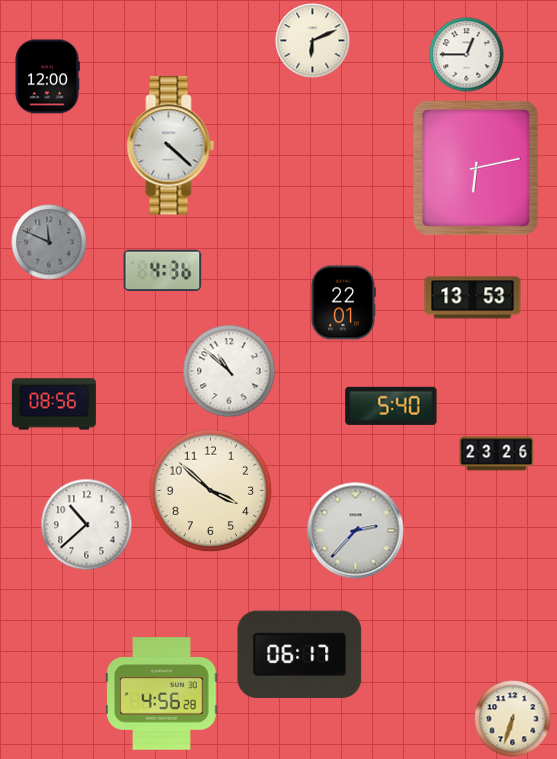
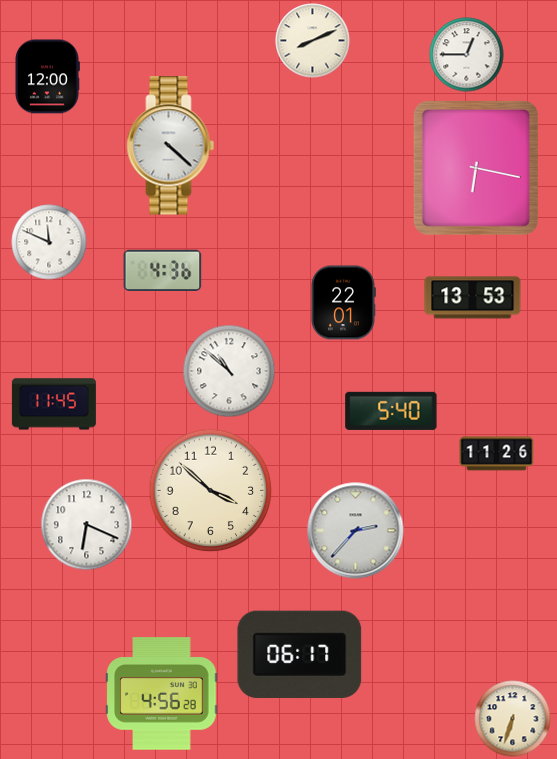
clock at (313, 41): 6:11 -> 8:11
clock at (476, 168): 6:13 -> 6:17
clock at (49, 242) dial: grey -> white
clock at (54, 404): 08:56 -> 11:45
clock at (391, 406) position: (391, 406) -> (391, 411)
clock at (497, 454): 23:26 -> 11:26
clock at (87, 525): 10:38 -> 6:19
